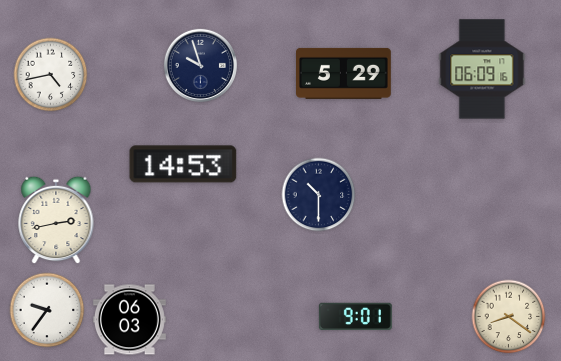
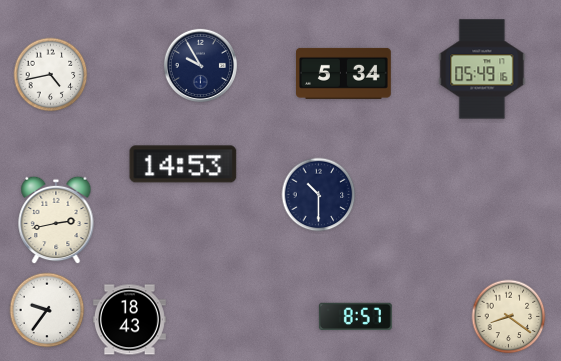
clock at (200, 65): 9:57 -> 9:55
clock at (482, 69): 06:09 -> 05:49
clock at (344, 73): 5:29 -> 5:34
clock at (355, 316): 9:01 -> 8:57
clock at (129, 320): 06:03 -> 18:43
